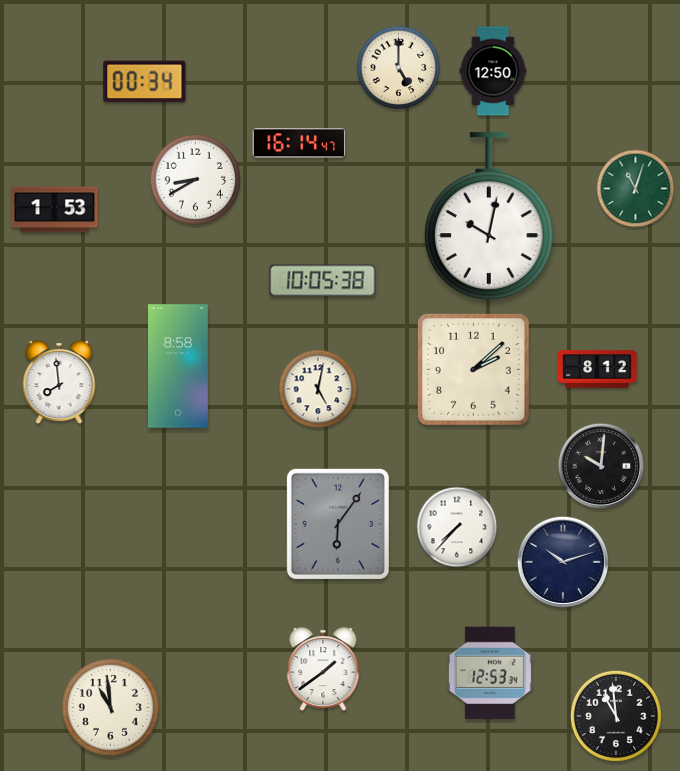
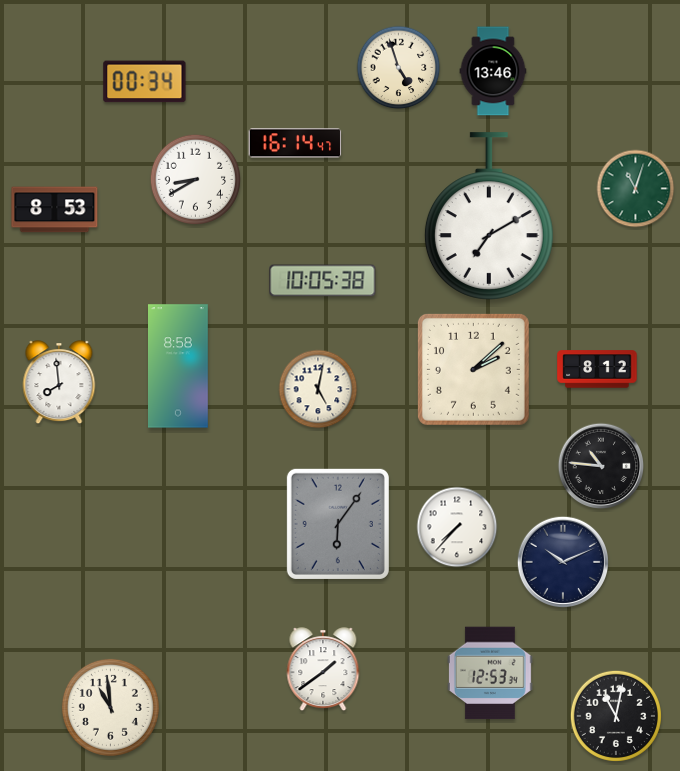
clock at (399, 68): 5:00 -> 4:57
clock at (493, 71): 12:50 -> 13:46
clock at (299, 143) position: (299, 143) -> (295, 143)
clock at (55, 210): 1:53 -> 8:53
clock at (489, 216): 10:02 -> 7:10
clock at (601, 466): 10:01 -> 10:46
clock at (562, 561): 10:12 -> 10:11
clock at (616, 716): 10:59 -> 11:02
